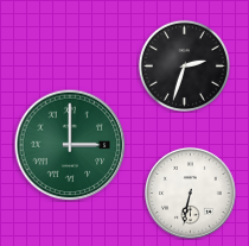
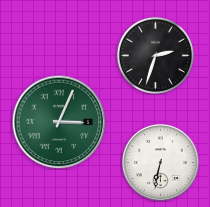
clock at (70, 145): 3:00 -> 3:04
